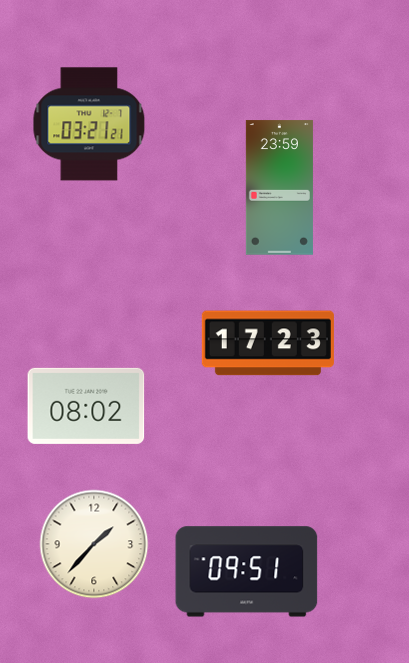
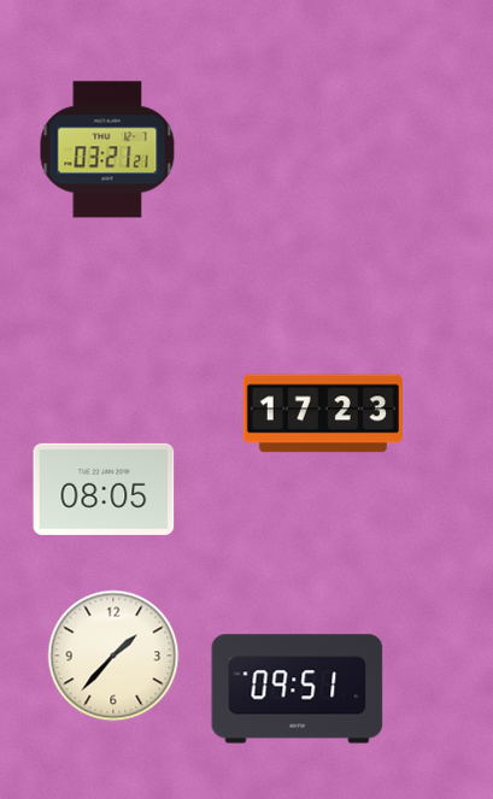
clock at (279, 188): 23:59 -> none
clock at (86, 406): 08:02 -> 08:05
